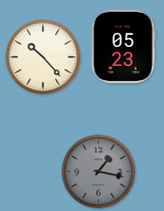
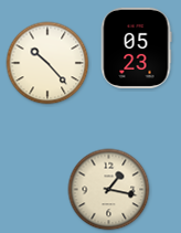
clock at (123, 46) position: (123, 46) -> (136, 47)
clock at (99, 172) dial: grey -> cream
